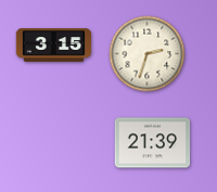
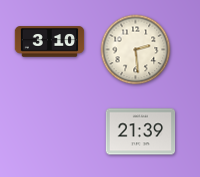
clock at (54, 46): 3:15 -> 3:10
clock at (148, 54): 2:33 -> 2:29
